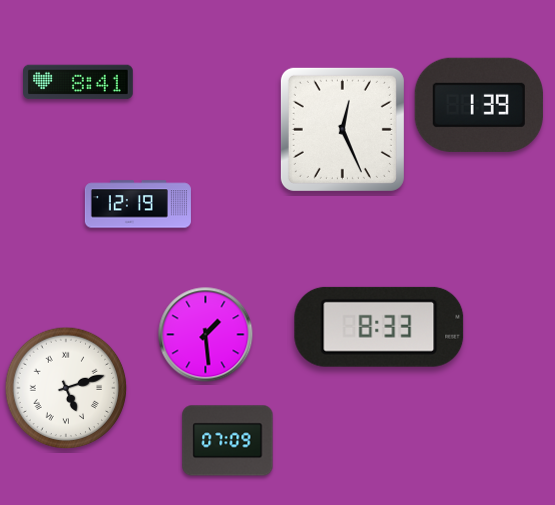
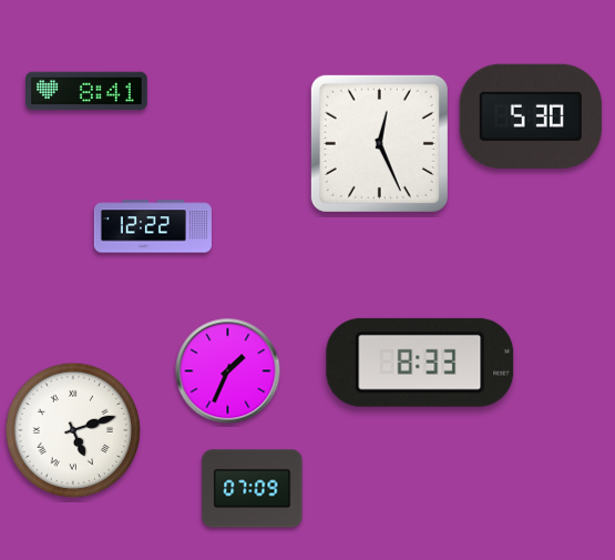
clock at (479, 105): 1:39 -> 5:30
clock at (138, 204): 12:19 -> 12:22
clock at (206, 335): 1:29 -> 1:34
